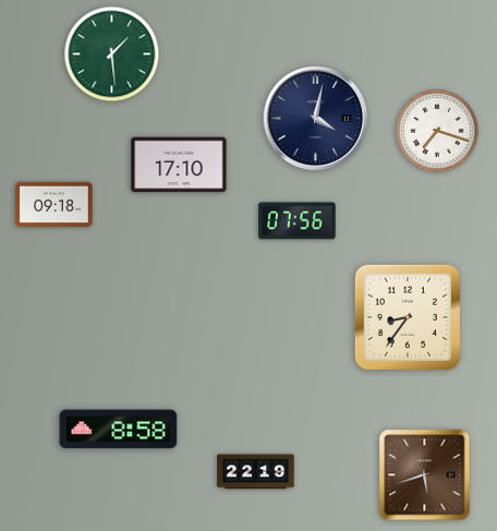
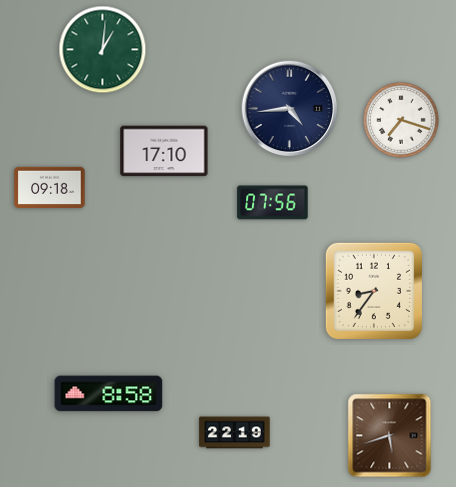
clock at (112, 55): 1:29 -> 1:01
clock at (316, 119): 4:02 -> 4:44
